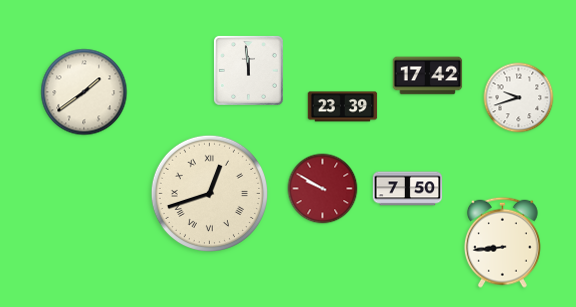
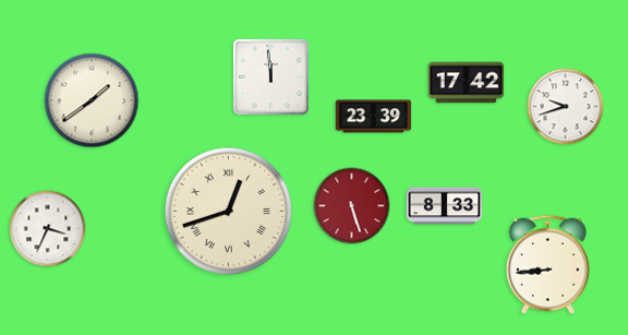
clock at (323, 189): 9:50 -> 5:27
clock at (408, 189): 7:50 -> 8:33
clock at (48, 229): none -> 3:34
